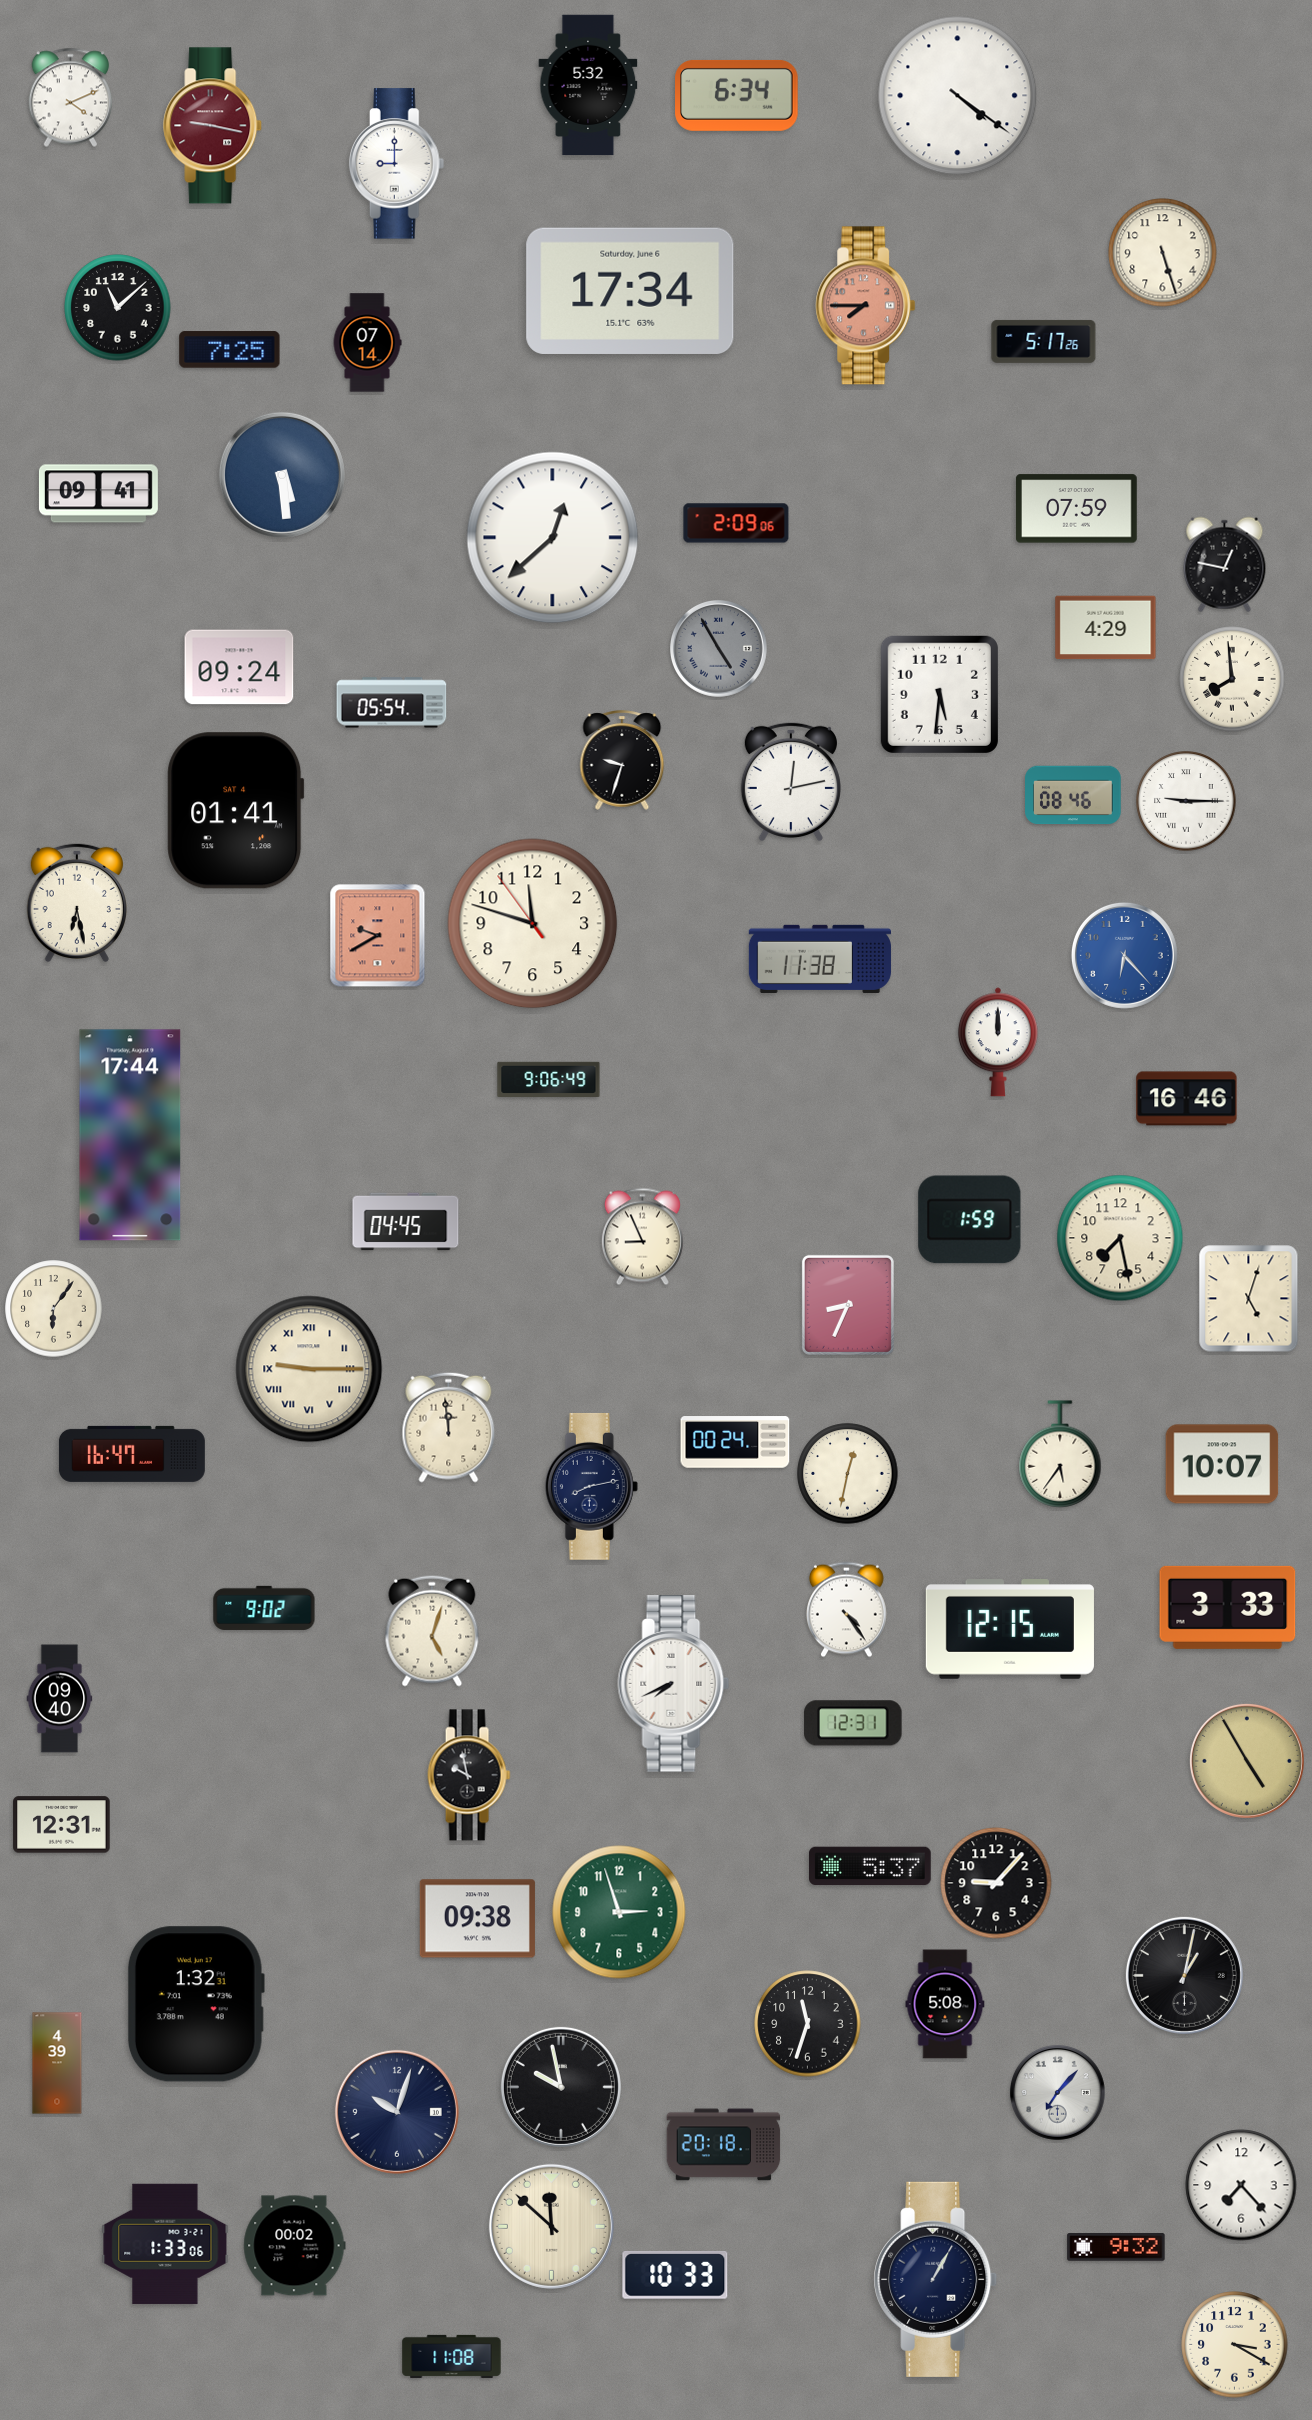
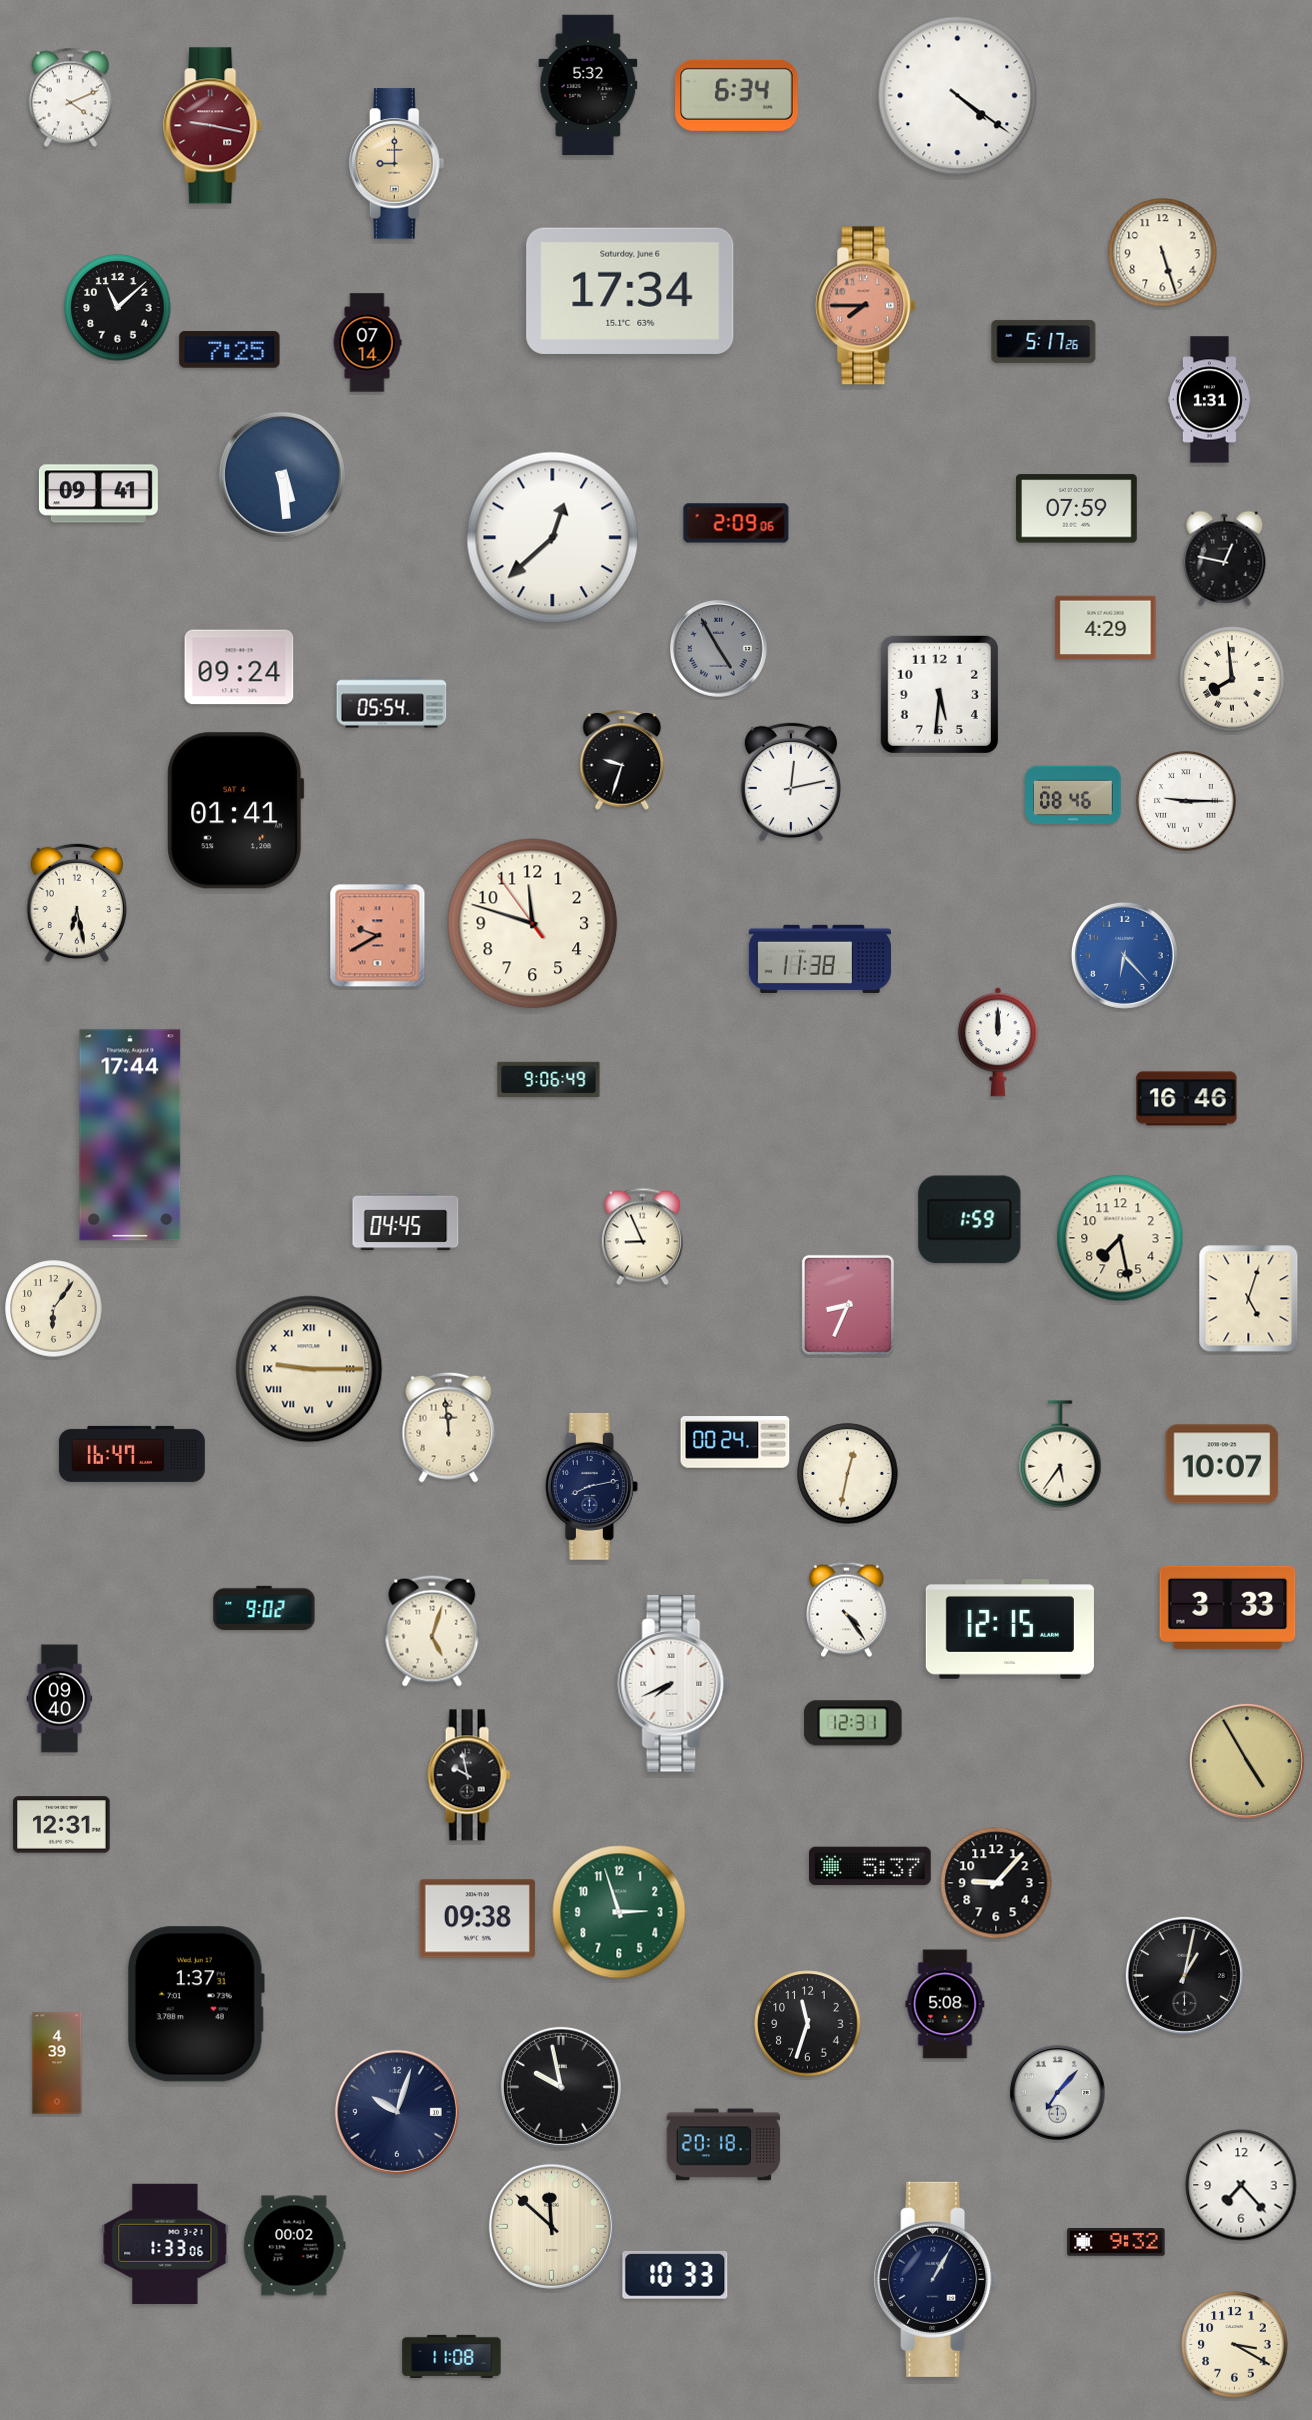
clock at (397, 164) dial: white -> champagne
clock at (1209, 400): none -> 1:31
clock at (1225, 565) position: (1225, 565) -> (1225, 559)
clock at (196, 2004): 1:32 -> 1:37
clock at (1116, 2247) position: (1116, 2247) -> (1116, 2242)
